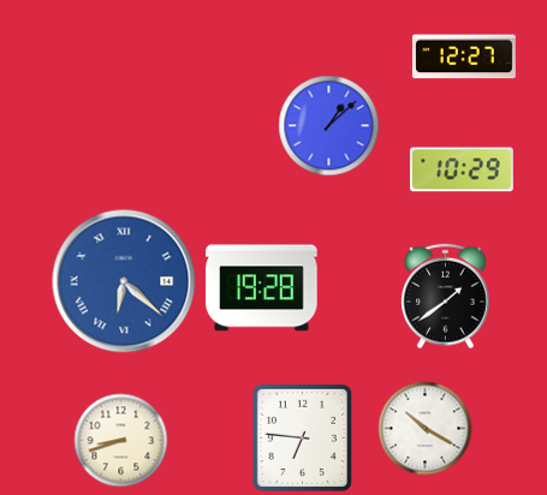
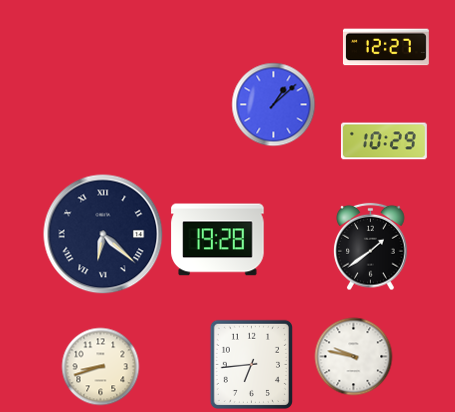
clock at (124, 281) dial: blue -> navy
clock at (424, 428): 10:20 -> 9:47
clock at (302, 437): 6:46 -> 6:44
